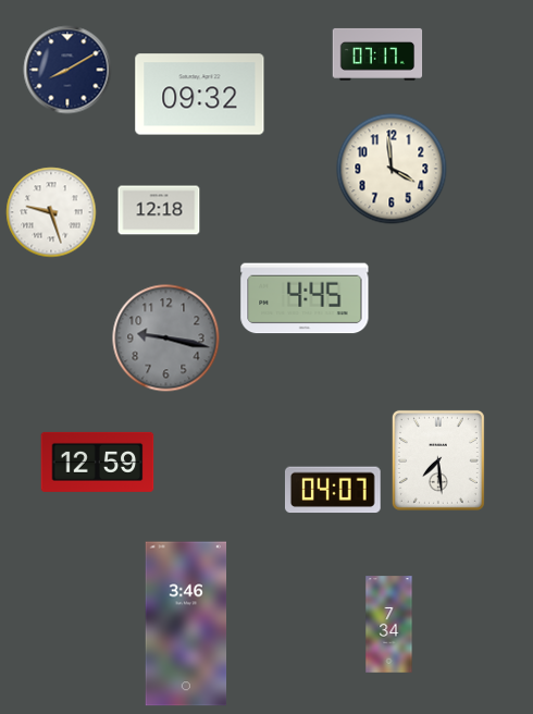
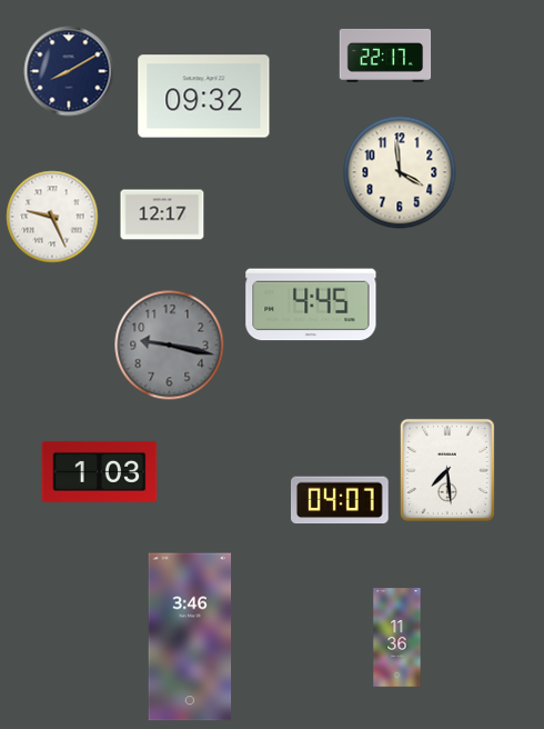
clock at (377, 54): 07:17 -> 22:17
clock at (159, 210): 12:18 -> 12:17
clock at (51, 212): 9:27 -> 9:26
clock at (98, 461): 12:59 -> 1:03
clock at (389, 625): 7:34 -> 11:36
